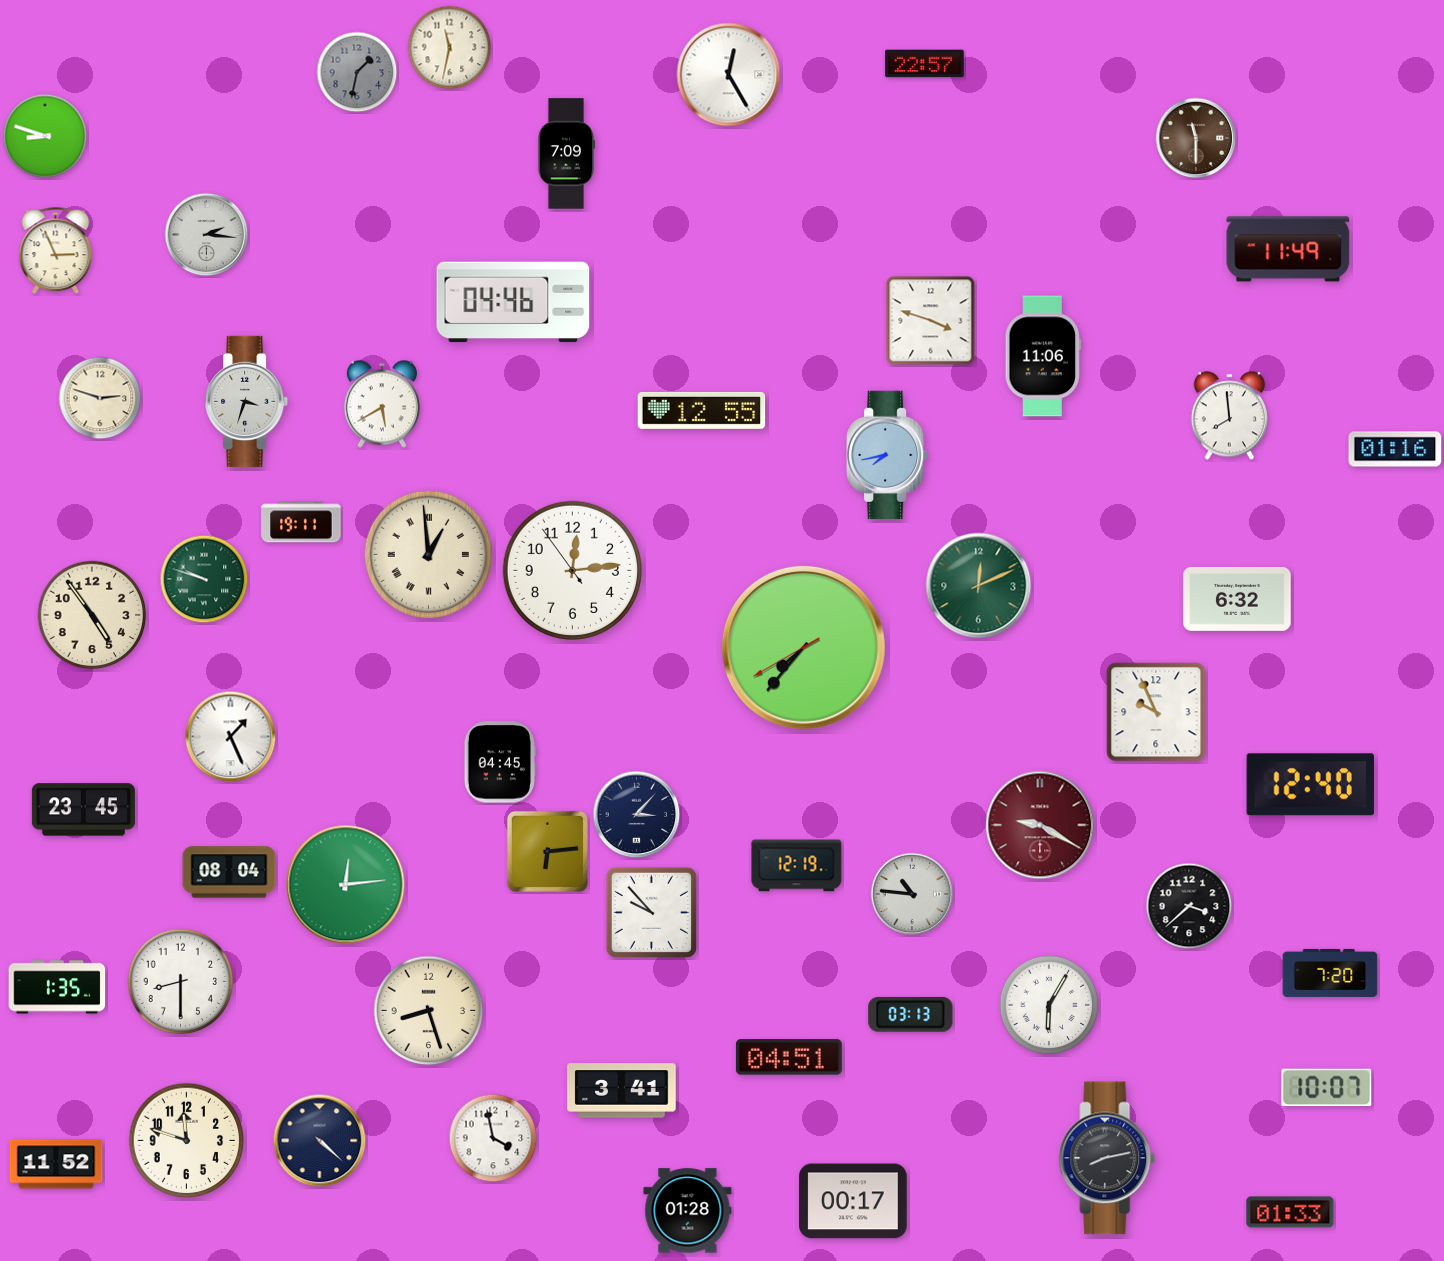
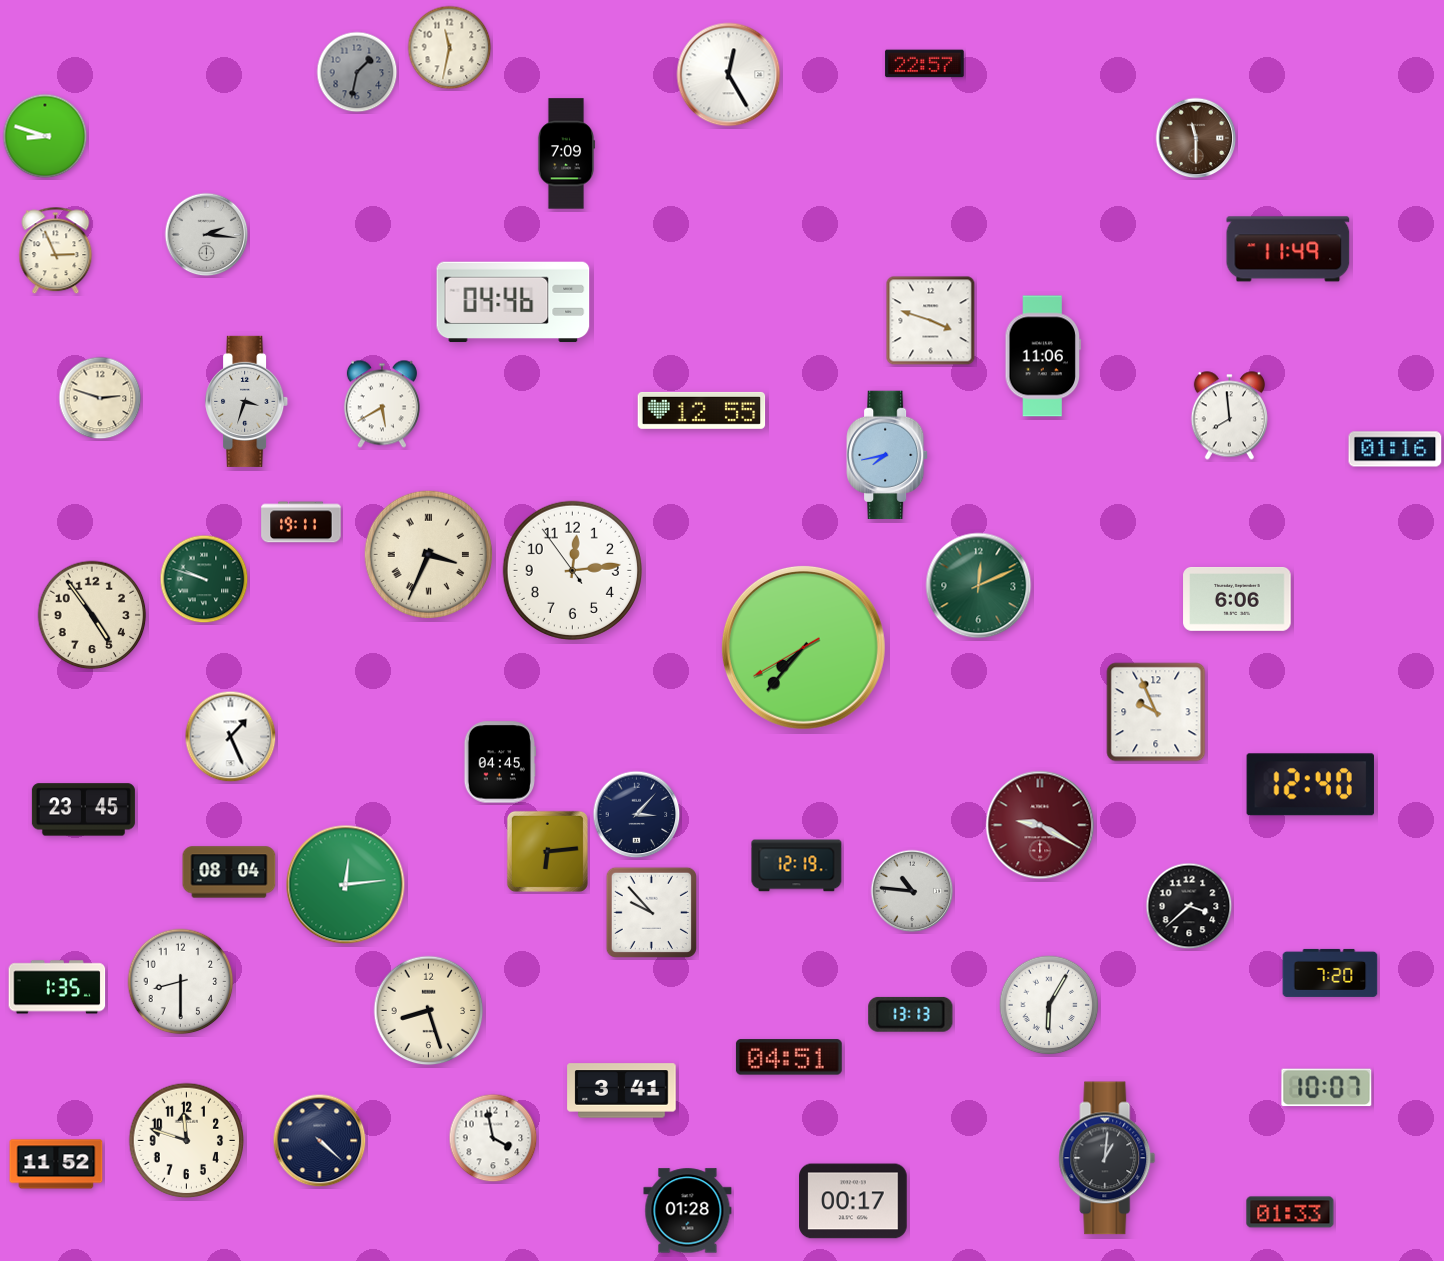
clock at (428, 554): 12:59 -> 3:34
clock at (1237, 599): 6:32 -> 6:06
clock at (912, 894) position: (912, 894) -> (912, 891)
clock at (911, 1014): 03:13 -> 13:13
clock at (1107, 1158): 8:13 -> 1:01
